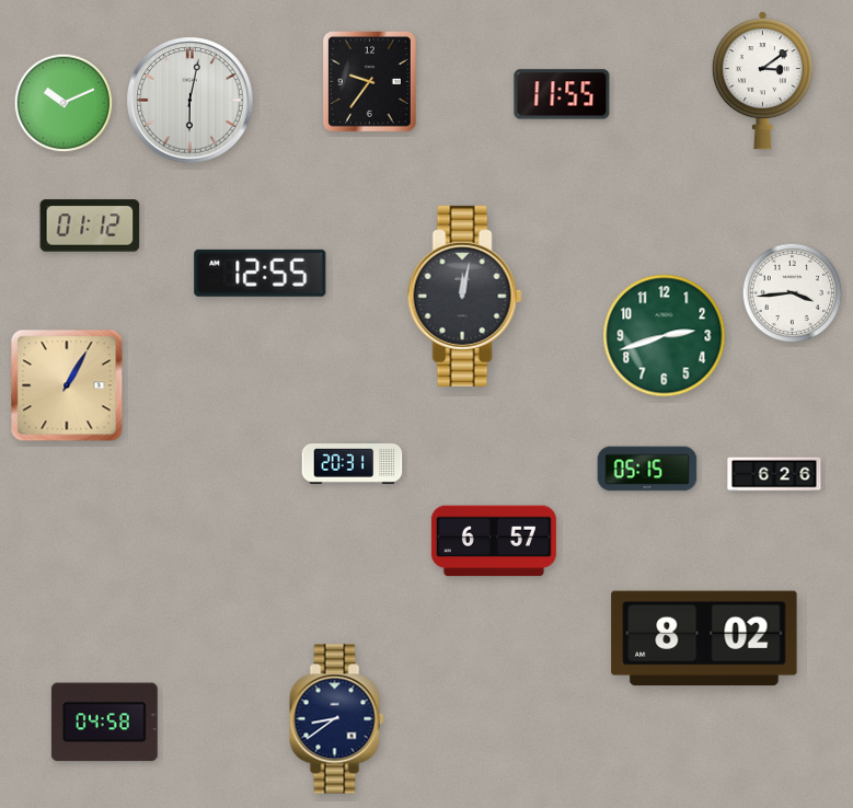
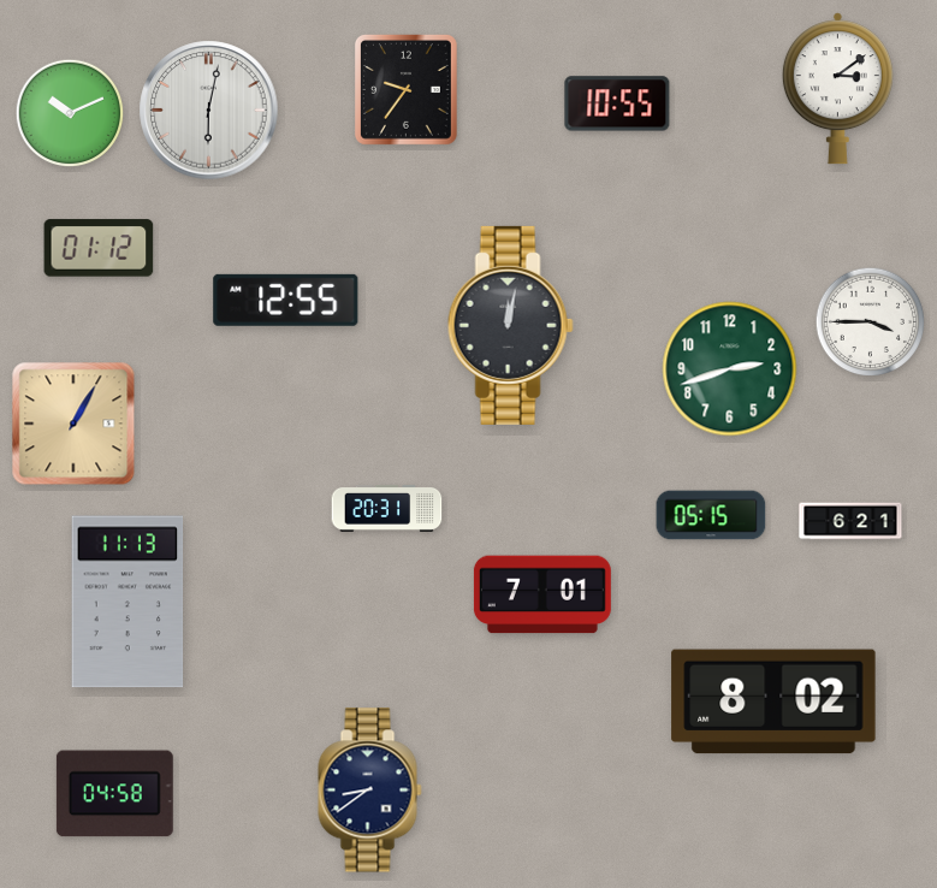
clock at (562, 94): 11:55 -> 10:55
clock at (793, 293): 3:44 -> 3:45
clock at (774, 474): 6:26 -> 6:21
clock at (494, 541): 6:57 -> 7:01
clock at (127, 602): none -> 11:13
